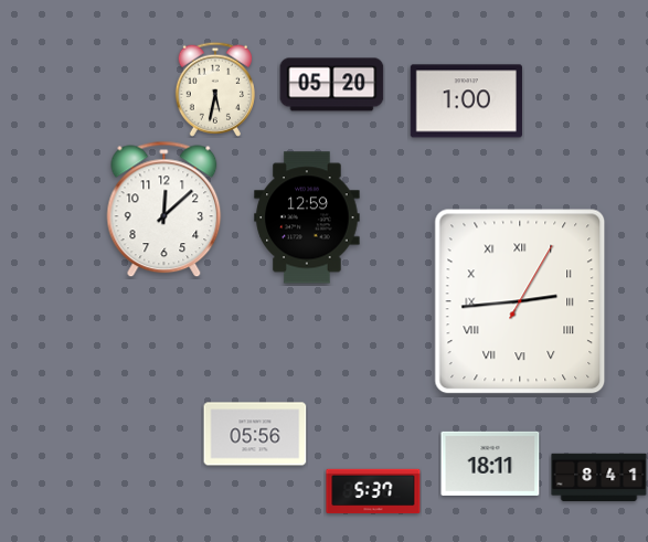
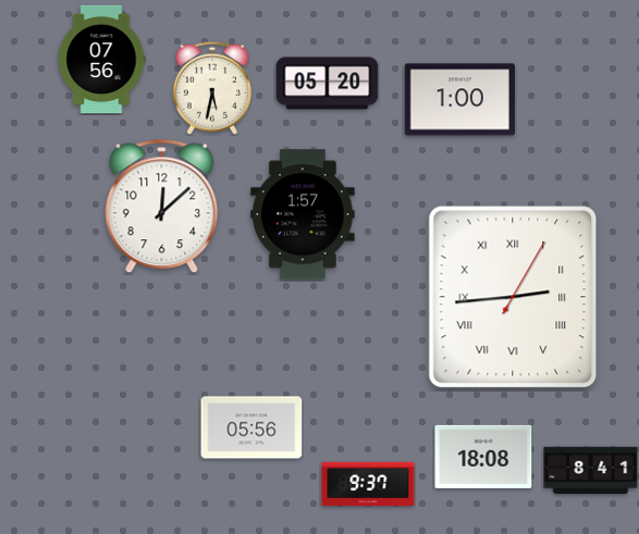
clock at (101, 60): none -> 07:56
clock at (307, 217): 12:59 -> 1:57
clock at (490, 464): 18:11 -> 18:08
clock at (373, 491): 5:37 -> 9:37
